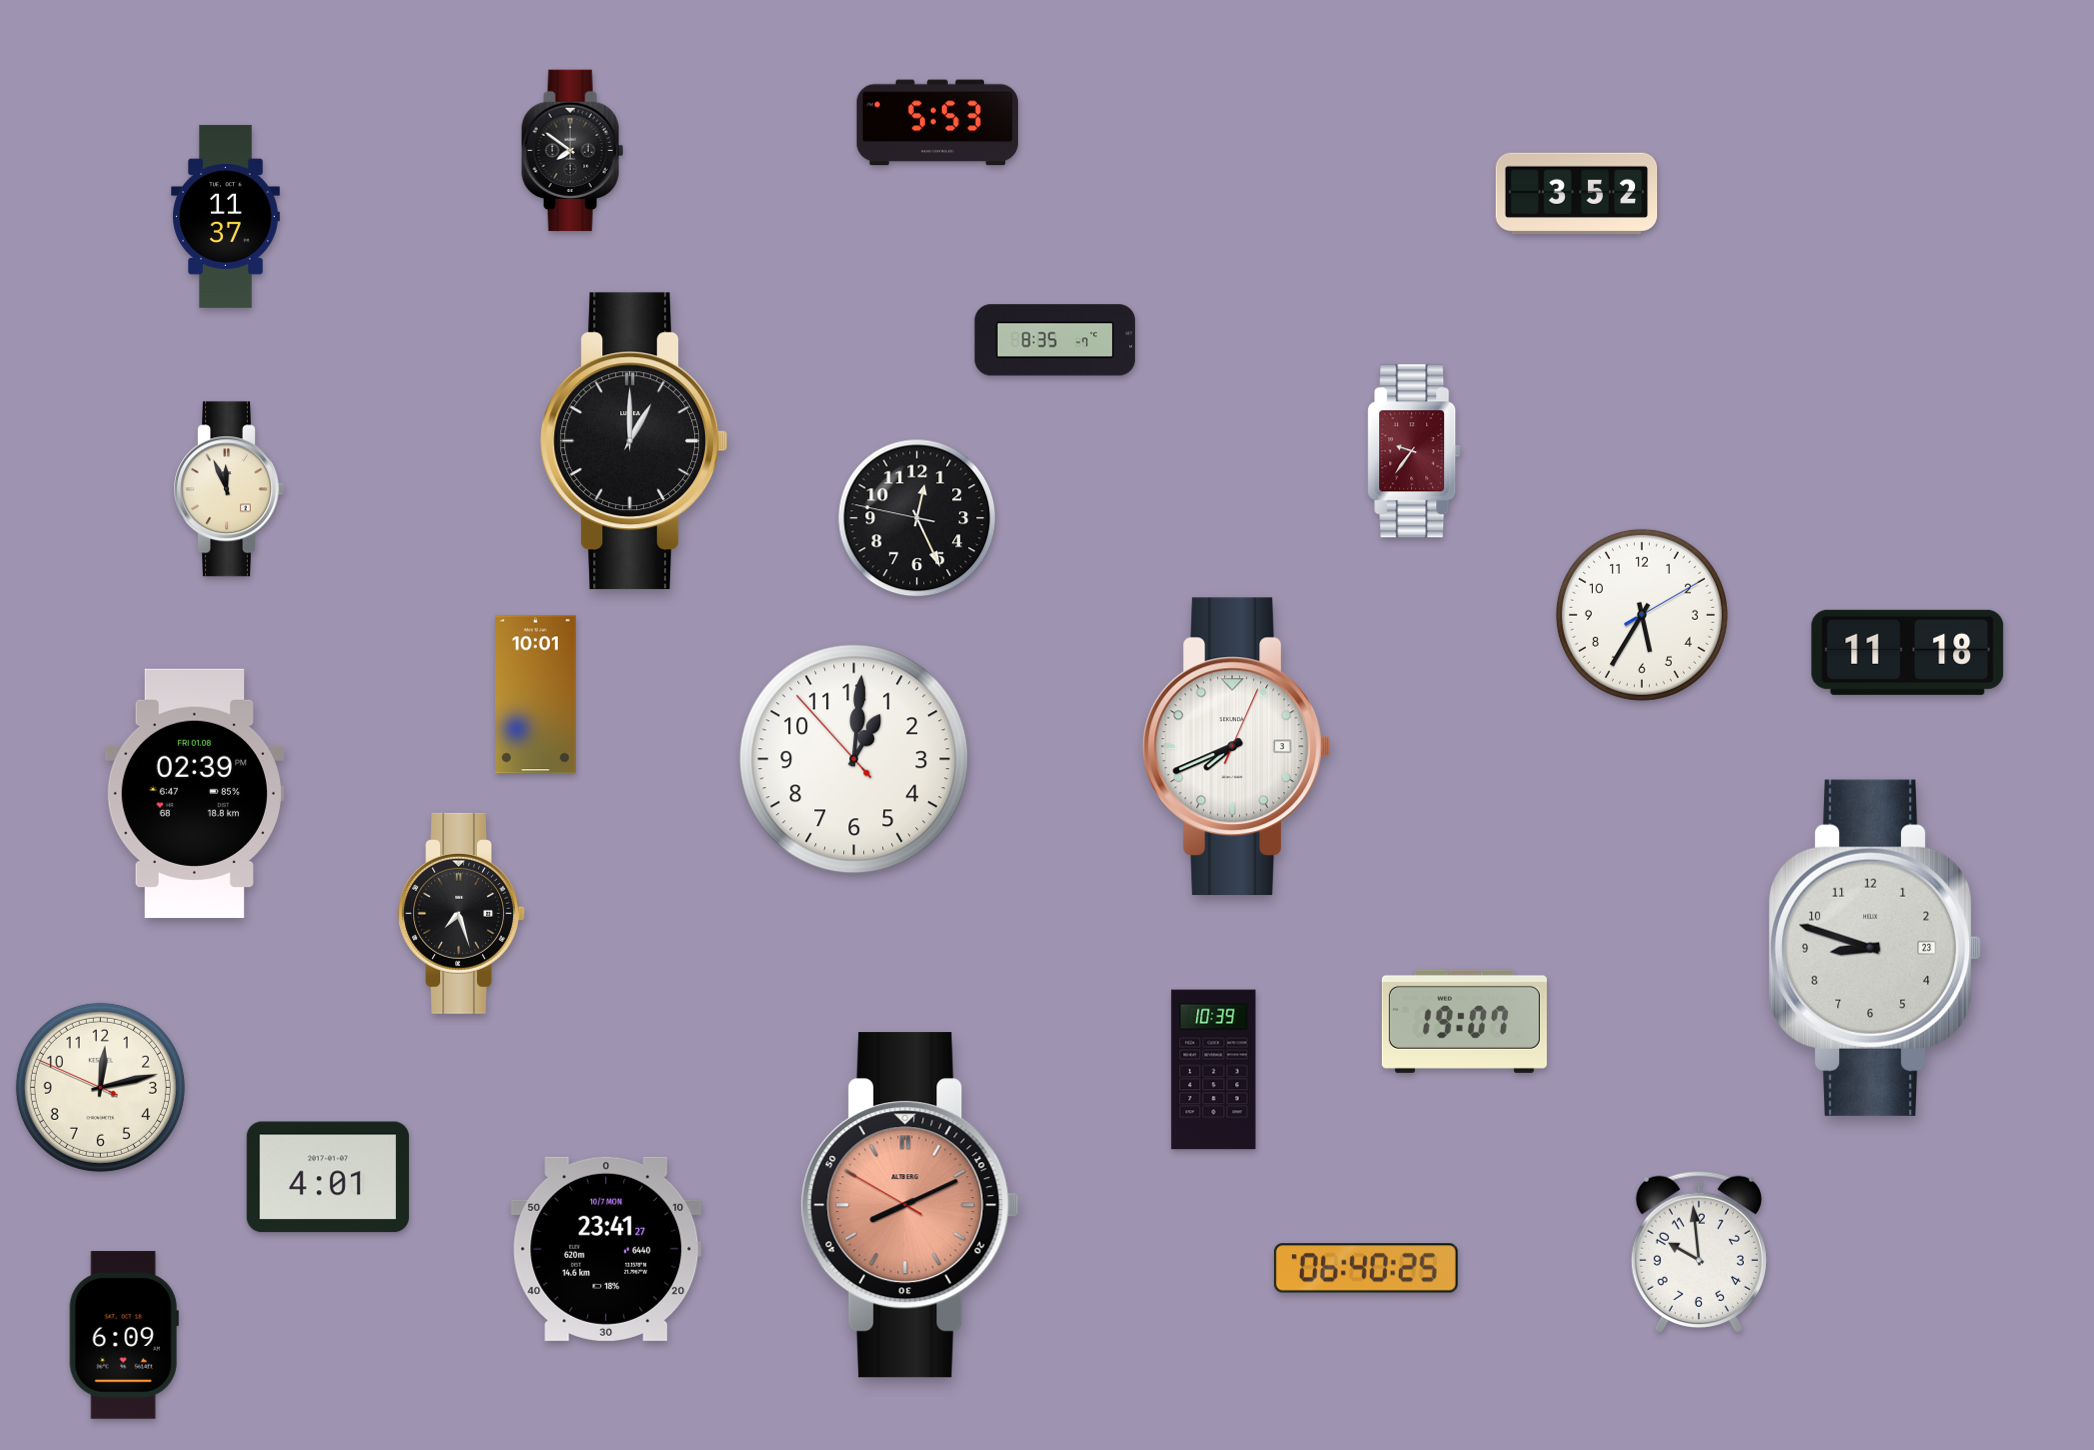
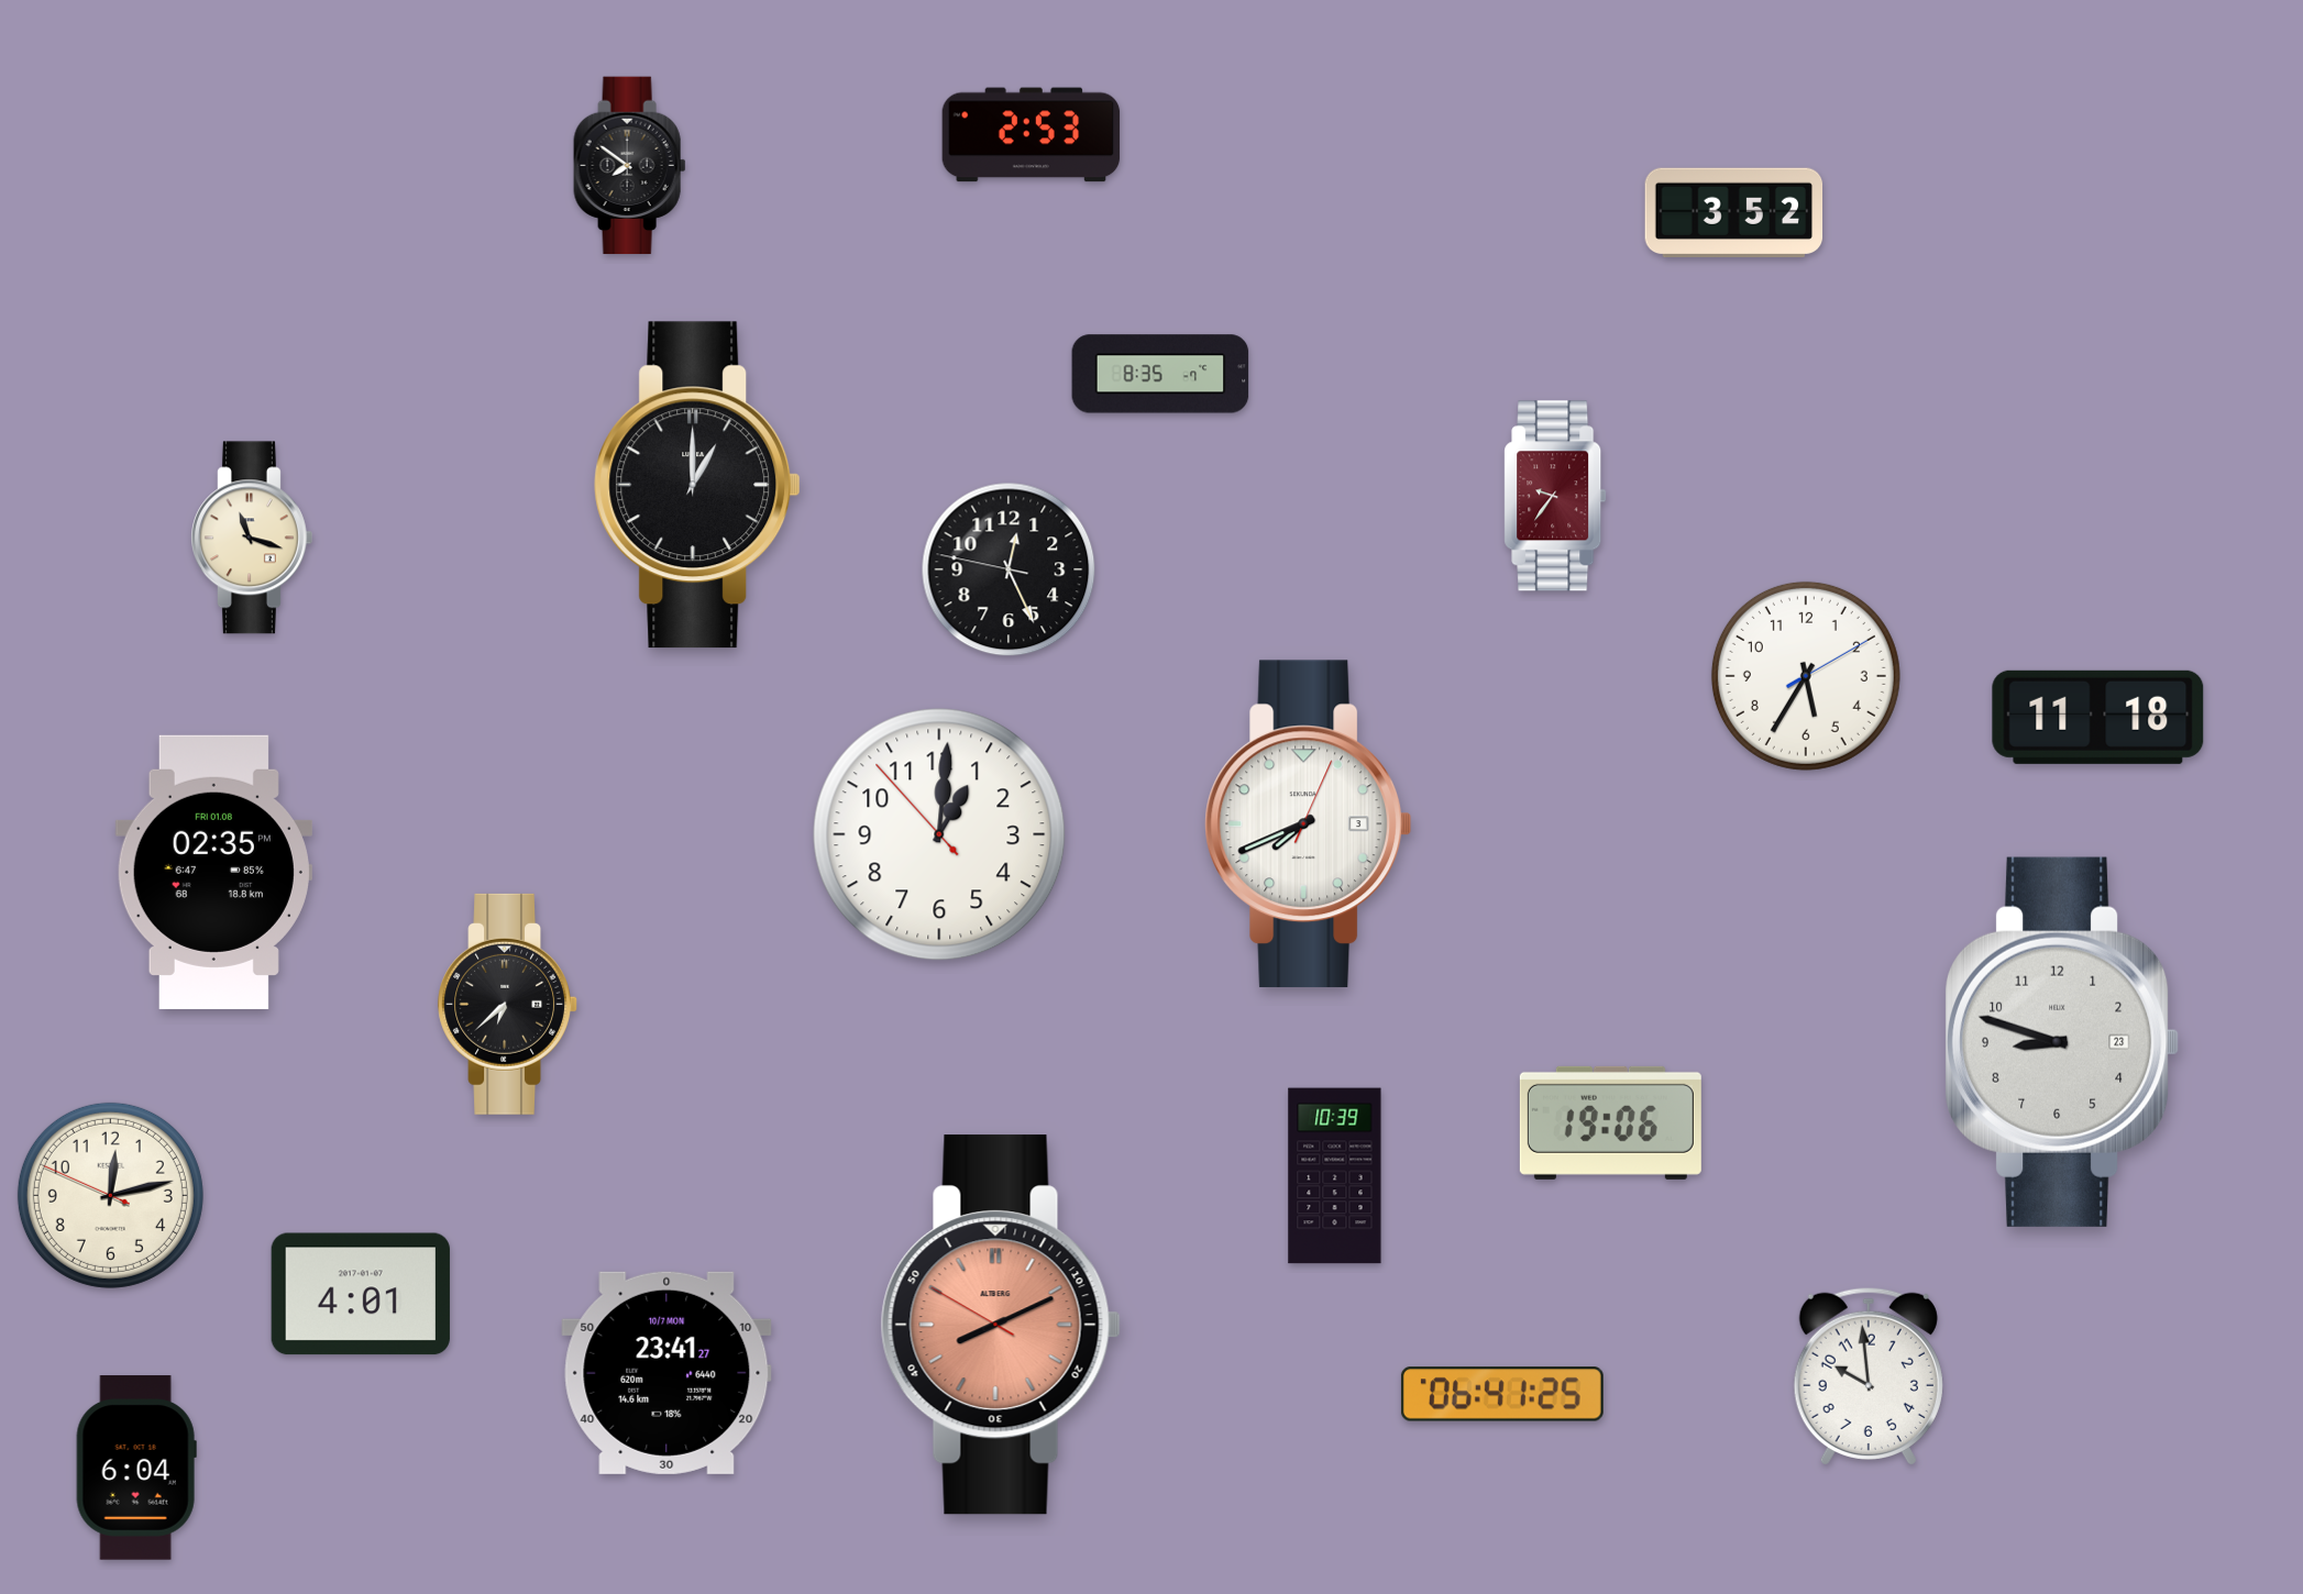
clock at (938, 123): 5:53 -> 2:53
clock at (225, 216): 11:37 -> none
clock at (229, 489): 11:56 -> 11:18
clock at (536, 695): 10:01 -> none
clock at (1237, 747) position: (1237, 747) -> (1309, 824)
clock at (194, 793): 02:39 -> 02:35
clock at (461, 913): 7:27 -> 6:38
clock at (1464, 1021): 19:07 -> 19:06
clock at (1366, 1268): 06:40 -> 06:41
clock at (124, 1335): 6:09 -> 6:04
